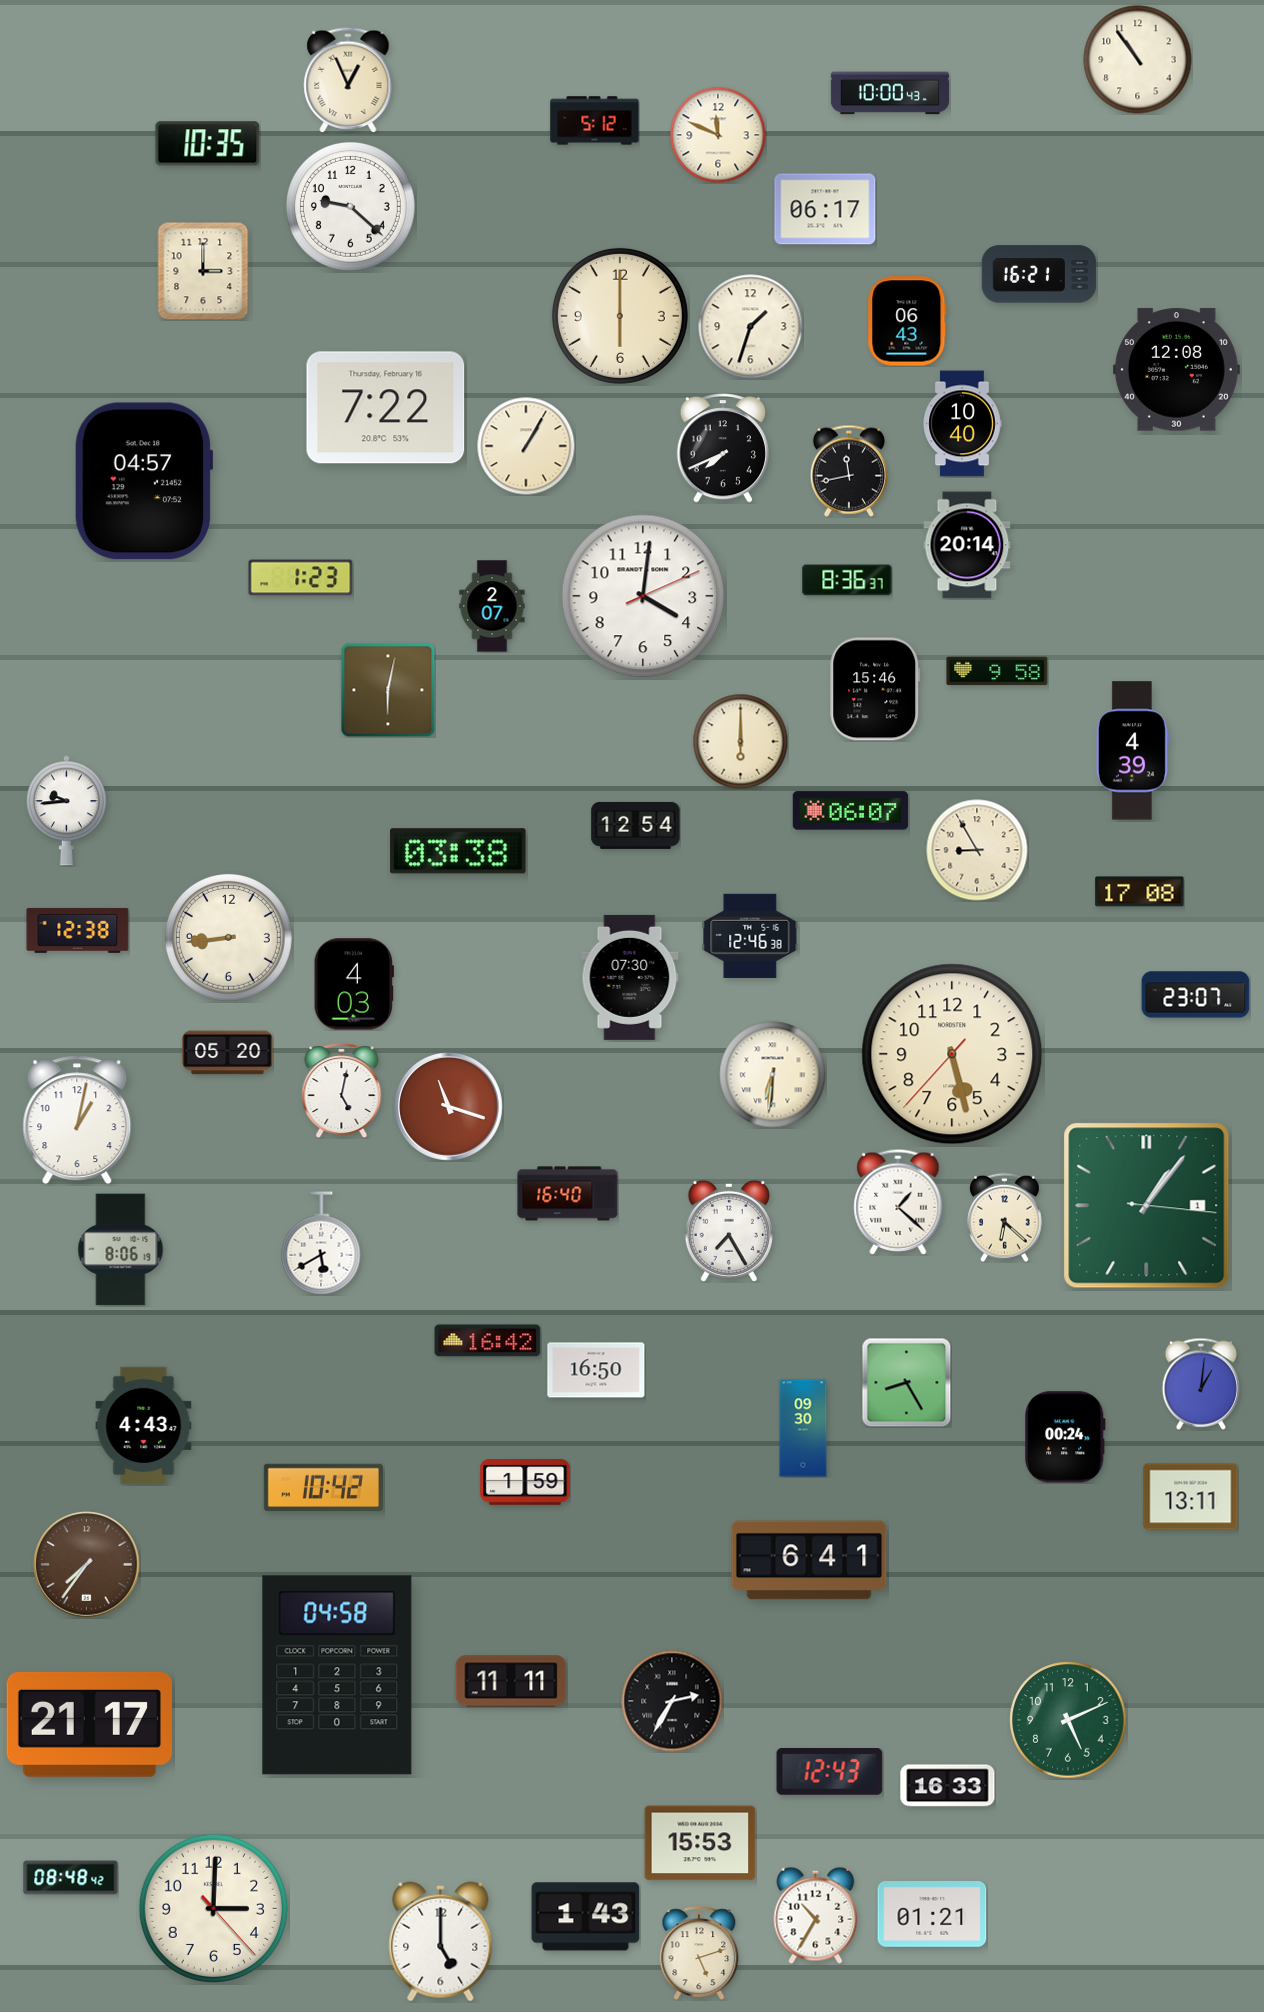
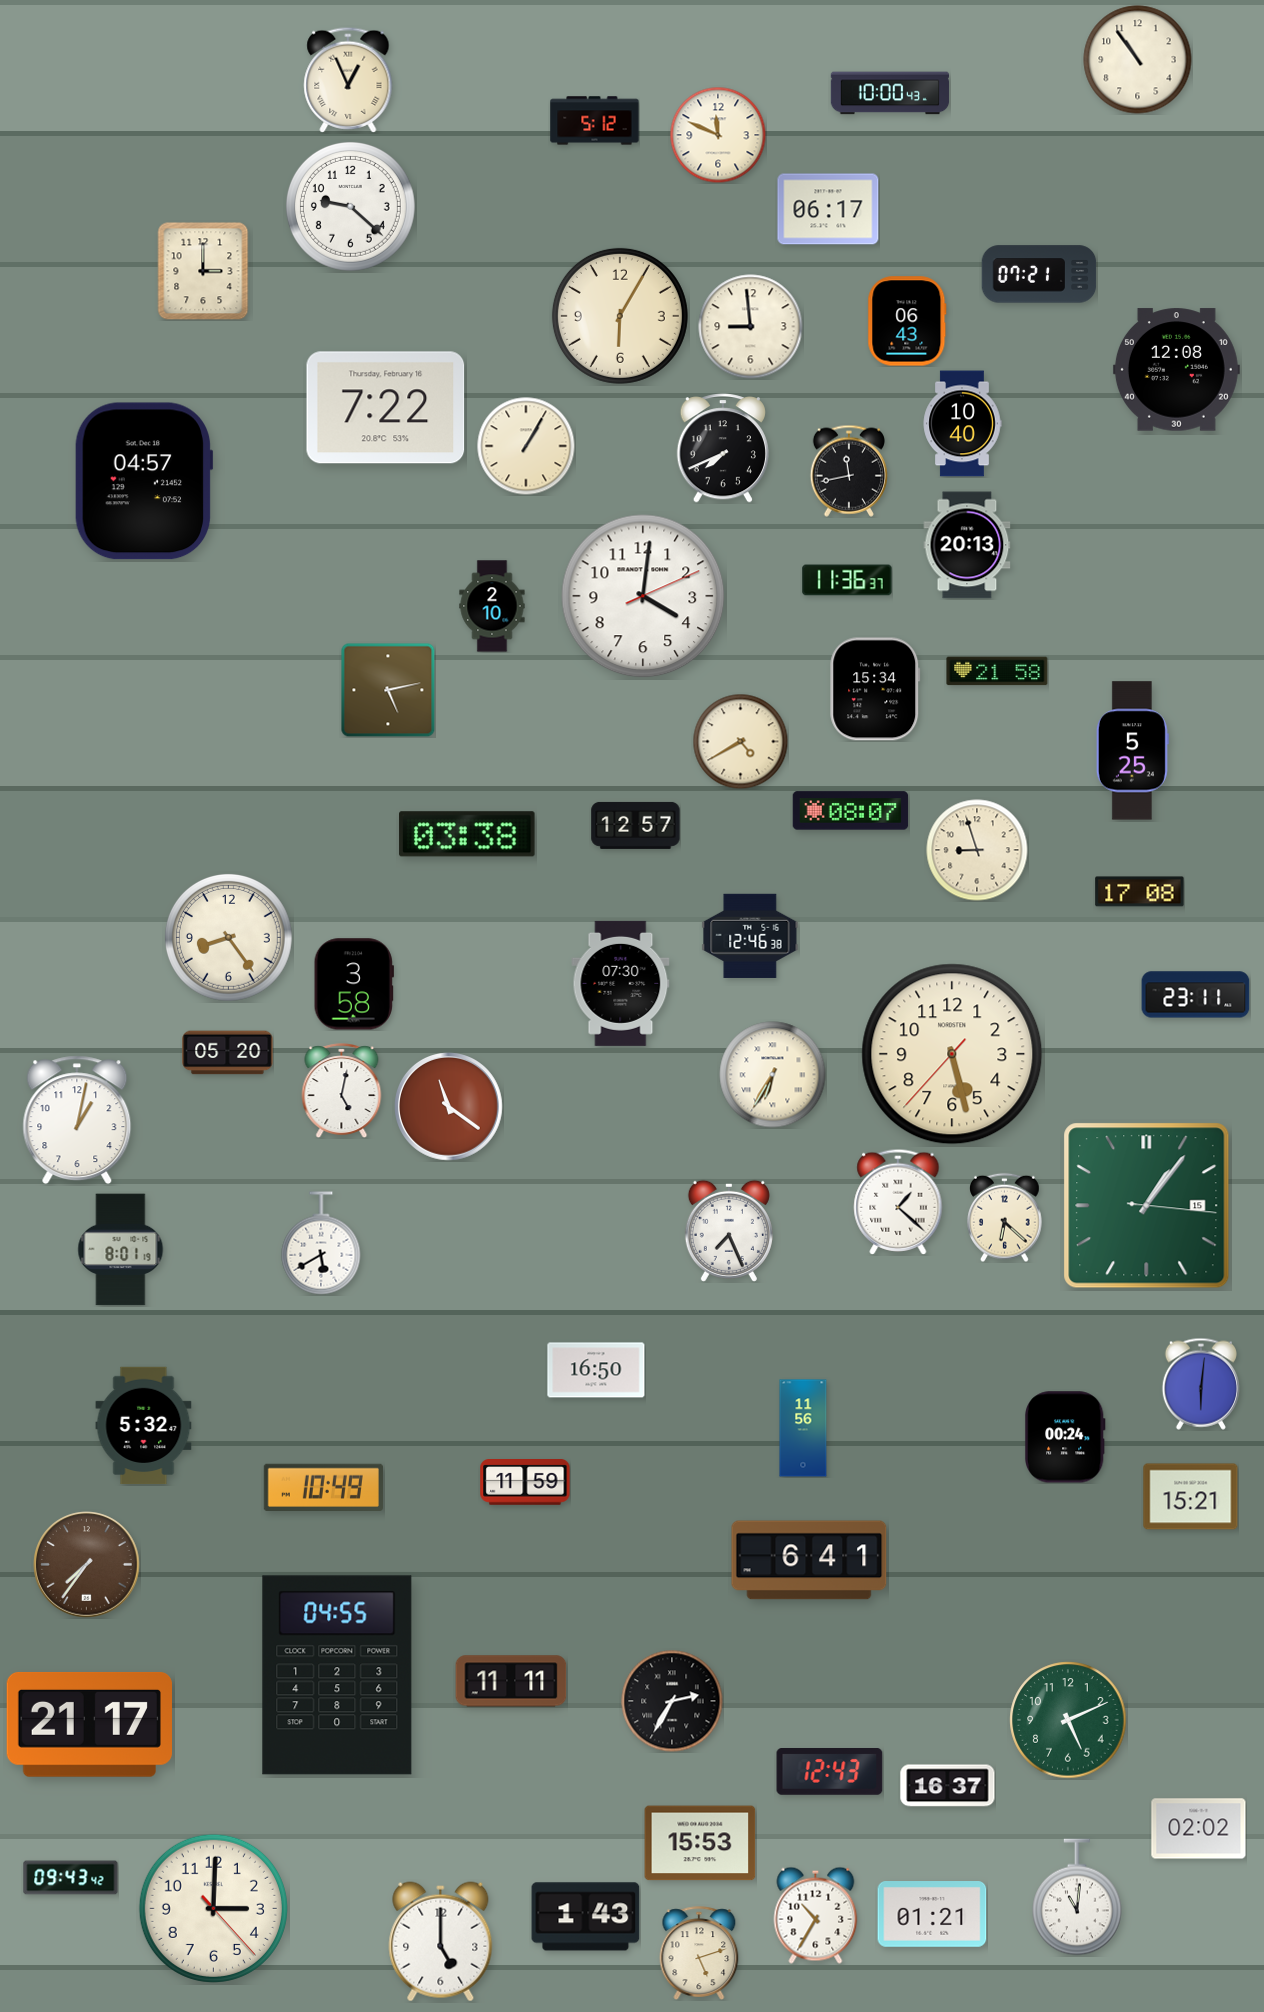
clock at (208, 144): 10:35 -> none
clock at (825, 209) position: (825, 209) -> (828, 209)
clock at (1039, 274): 16:21 -> 07:21
clock at (620, 316): 6:00 -> 6:05
clock at (751, 327): 1:33 -> 8:59
clock at (967, 545): 20:14 -> 20:13
clock at (301, 578): 1:23 -> none
clock at (847, 580): 8:36 -> 11:36
clock at (492, 606): 2:07 -> 2:10
clock at (997, 671): 9:58 -> 21:58
clock at (875, 689): 15:46 -> 15:34
clock at (388, 690): 6:02 -> 5:13
clock at (740, 741): 6:00 -> 4:40
clock at (1132, 751): 4:39 -> 5:25
clock at (66, 811): 9:44 -> none
clock at (851, 811): 06:07 -> 08:07
clock at (636, 825): 12:54 -> 12:57
clock at (977, 850): 8:55 -> 8:57
clock at (458, 851) position: (458, 851) -> (467, 834)
clock at (78, 930): 12:38 -> none
clock at (229, 938): 8:44 -> 8:24
clock at (630, 977) position: (630, 977) -> (621, 983)
clock at (354, 984): 4:03 -> 3:58
clock at (1196, 995): 23:07 -> 23:11
clock at (773, 1075): 6:31 -> 6:35
clock at (449, 1107): 11:18 -> 11:21
clock at (568, 1194): 16:40 -> none
clock at (1147, 1206) date: 1 -> 15
clock at (729, 1231): 7:25 -> 7:26
clock at (121, 1250): 8:06 -> 8:01
clock at (488, 1341): 16:42 -> none
clock at (906, 1382): 8:25 -> none
clock at (1201, 1384): 1:01 -> 6:01
clock at (144, 1426): 4:43 -> 5:32
clock at (803, 1428): 09:30 -> 11:56
clock at (525, 1483): 1:59 -> 11:59
clock at (323, 1487): 10:42 -> 10:49
clock at (1191, 1497): 13:11 -> 15:21
clock at (337, 1675): 04:58 -> 04:55
clock at (948, 1786): 16:33 -> 16:37
clock at (1199, 1829): none -> 02:02
clock at (71, 1878): 08:48 -> 09:43
clock at (1077, 1897): none -> 11:01
